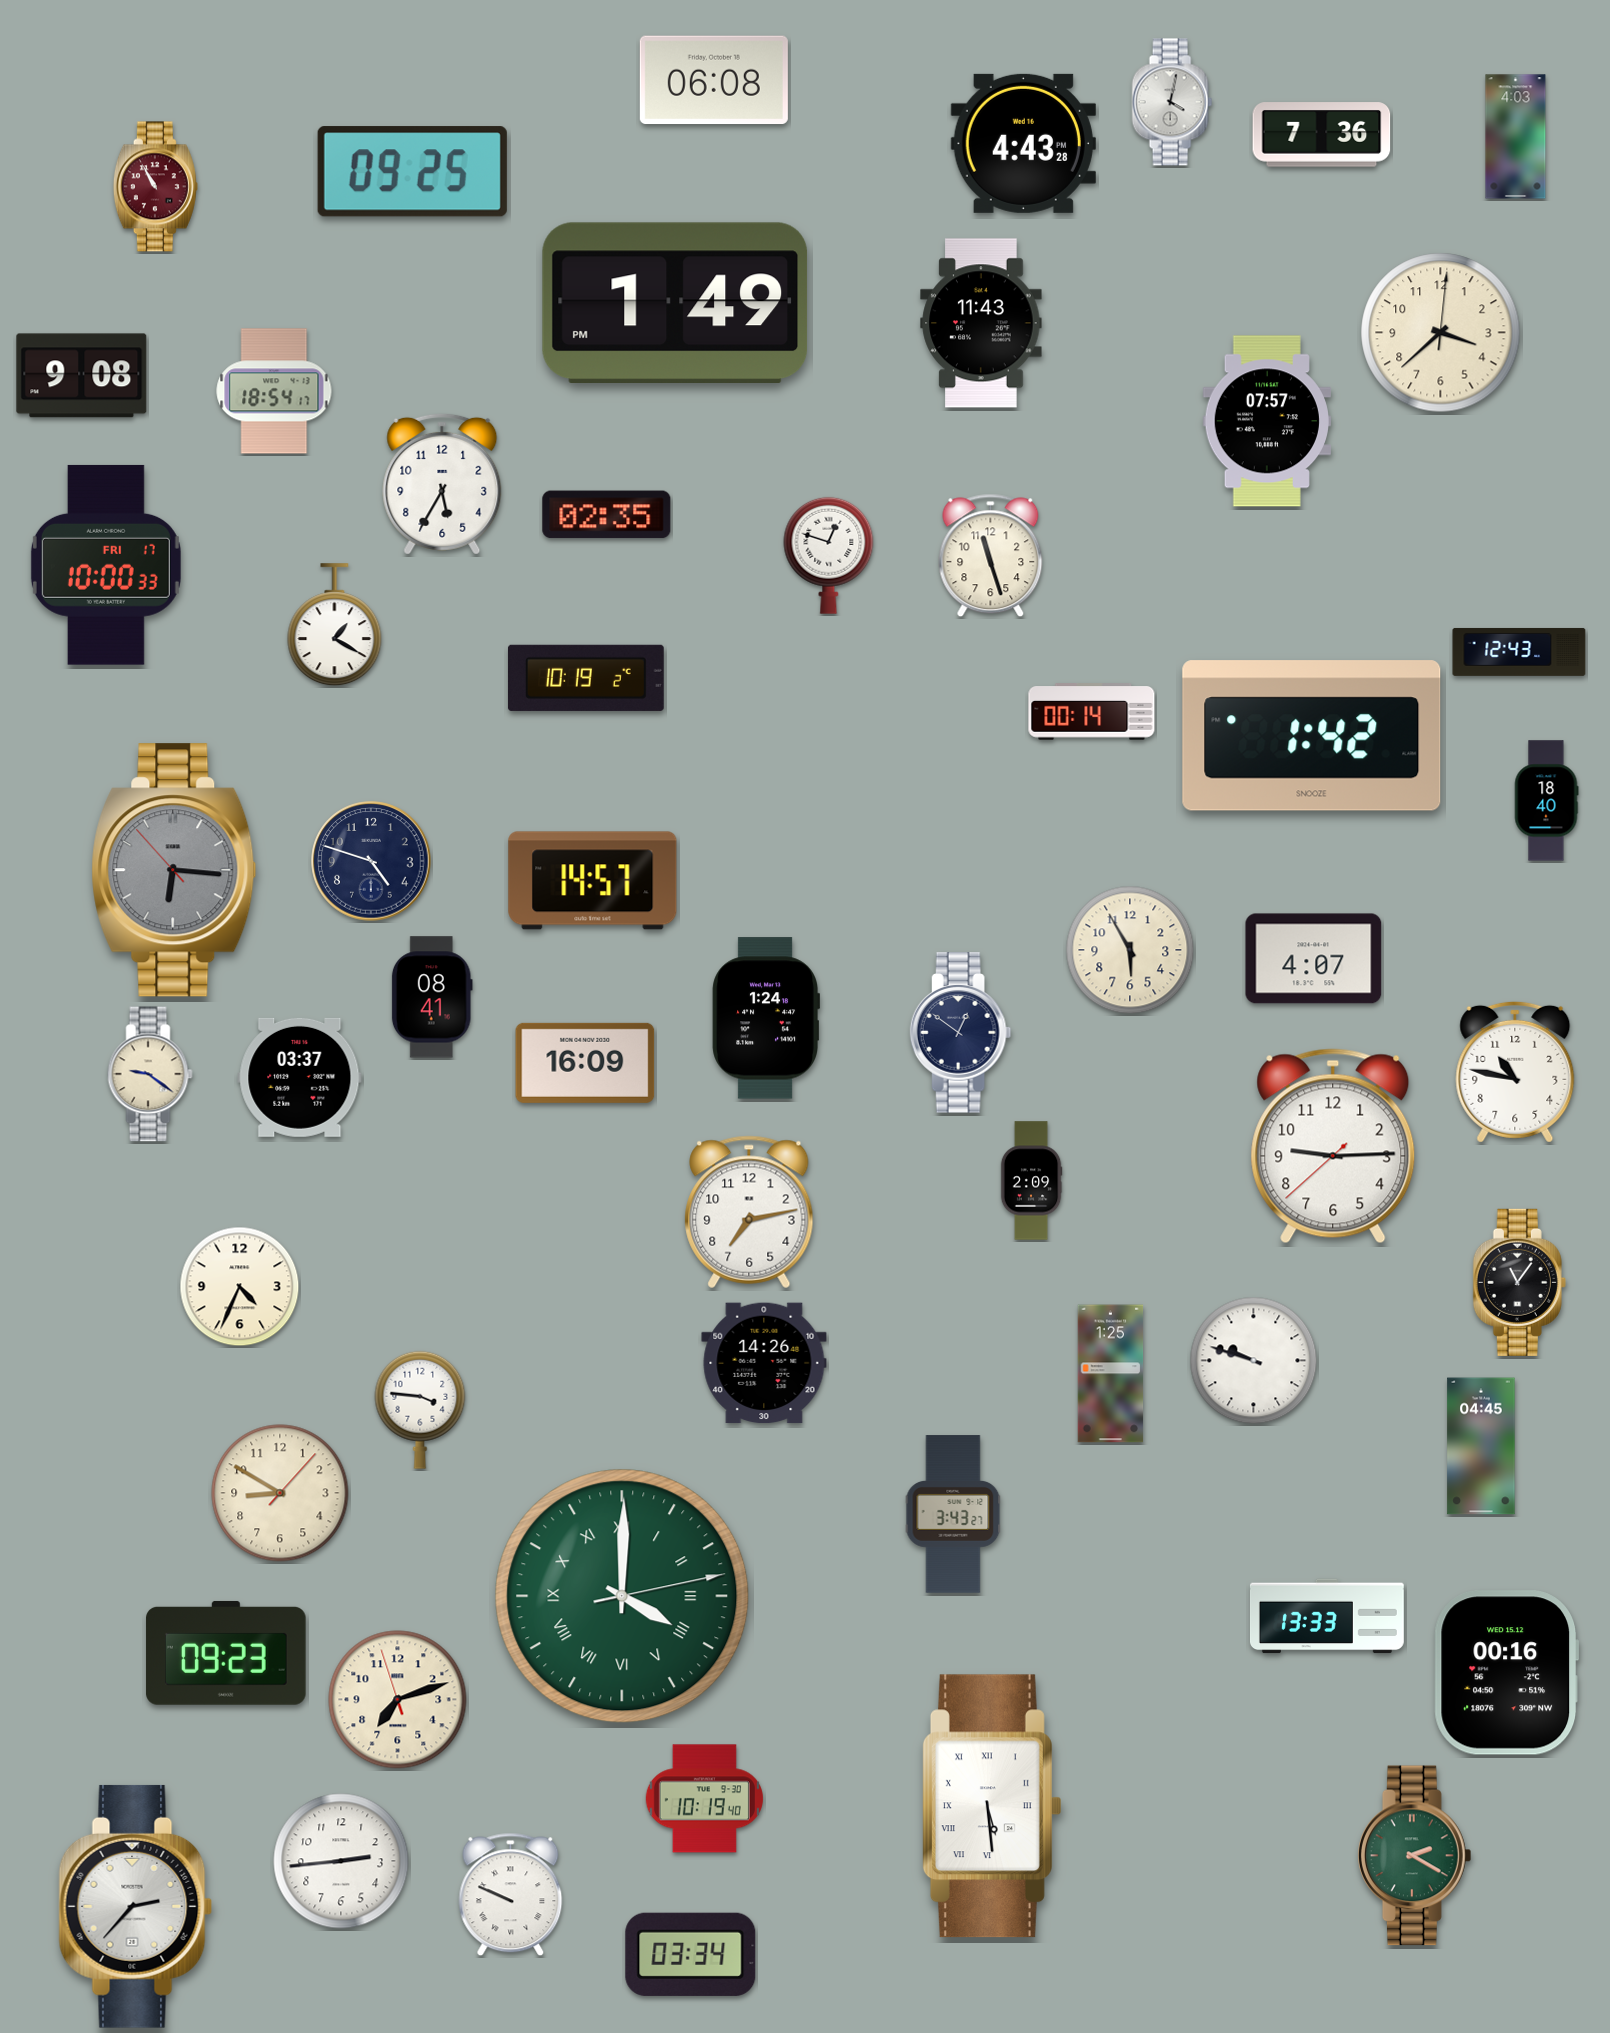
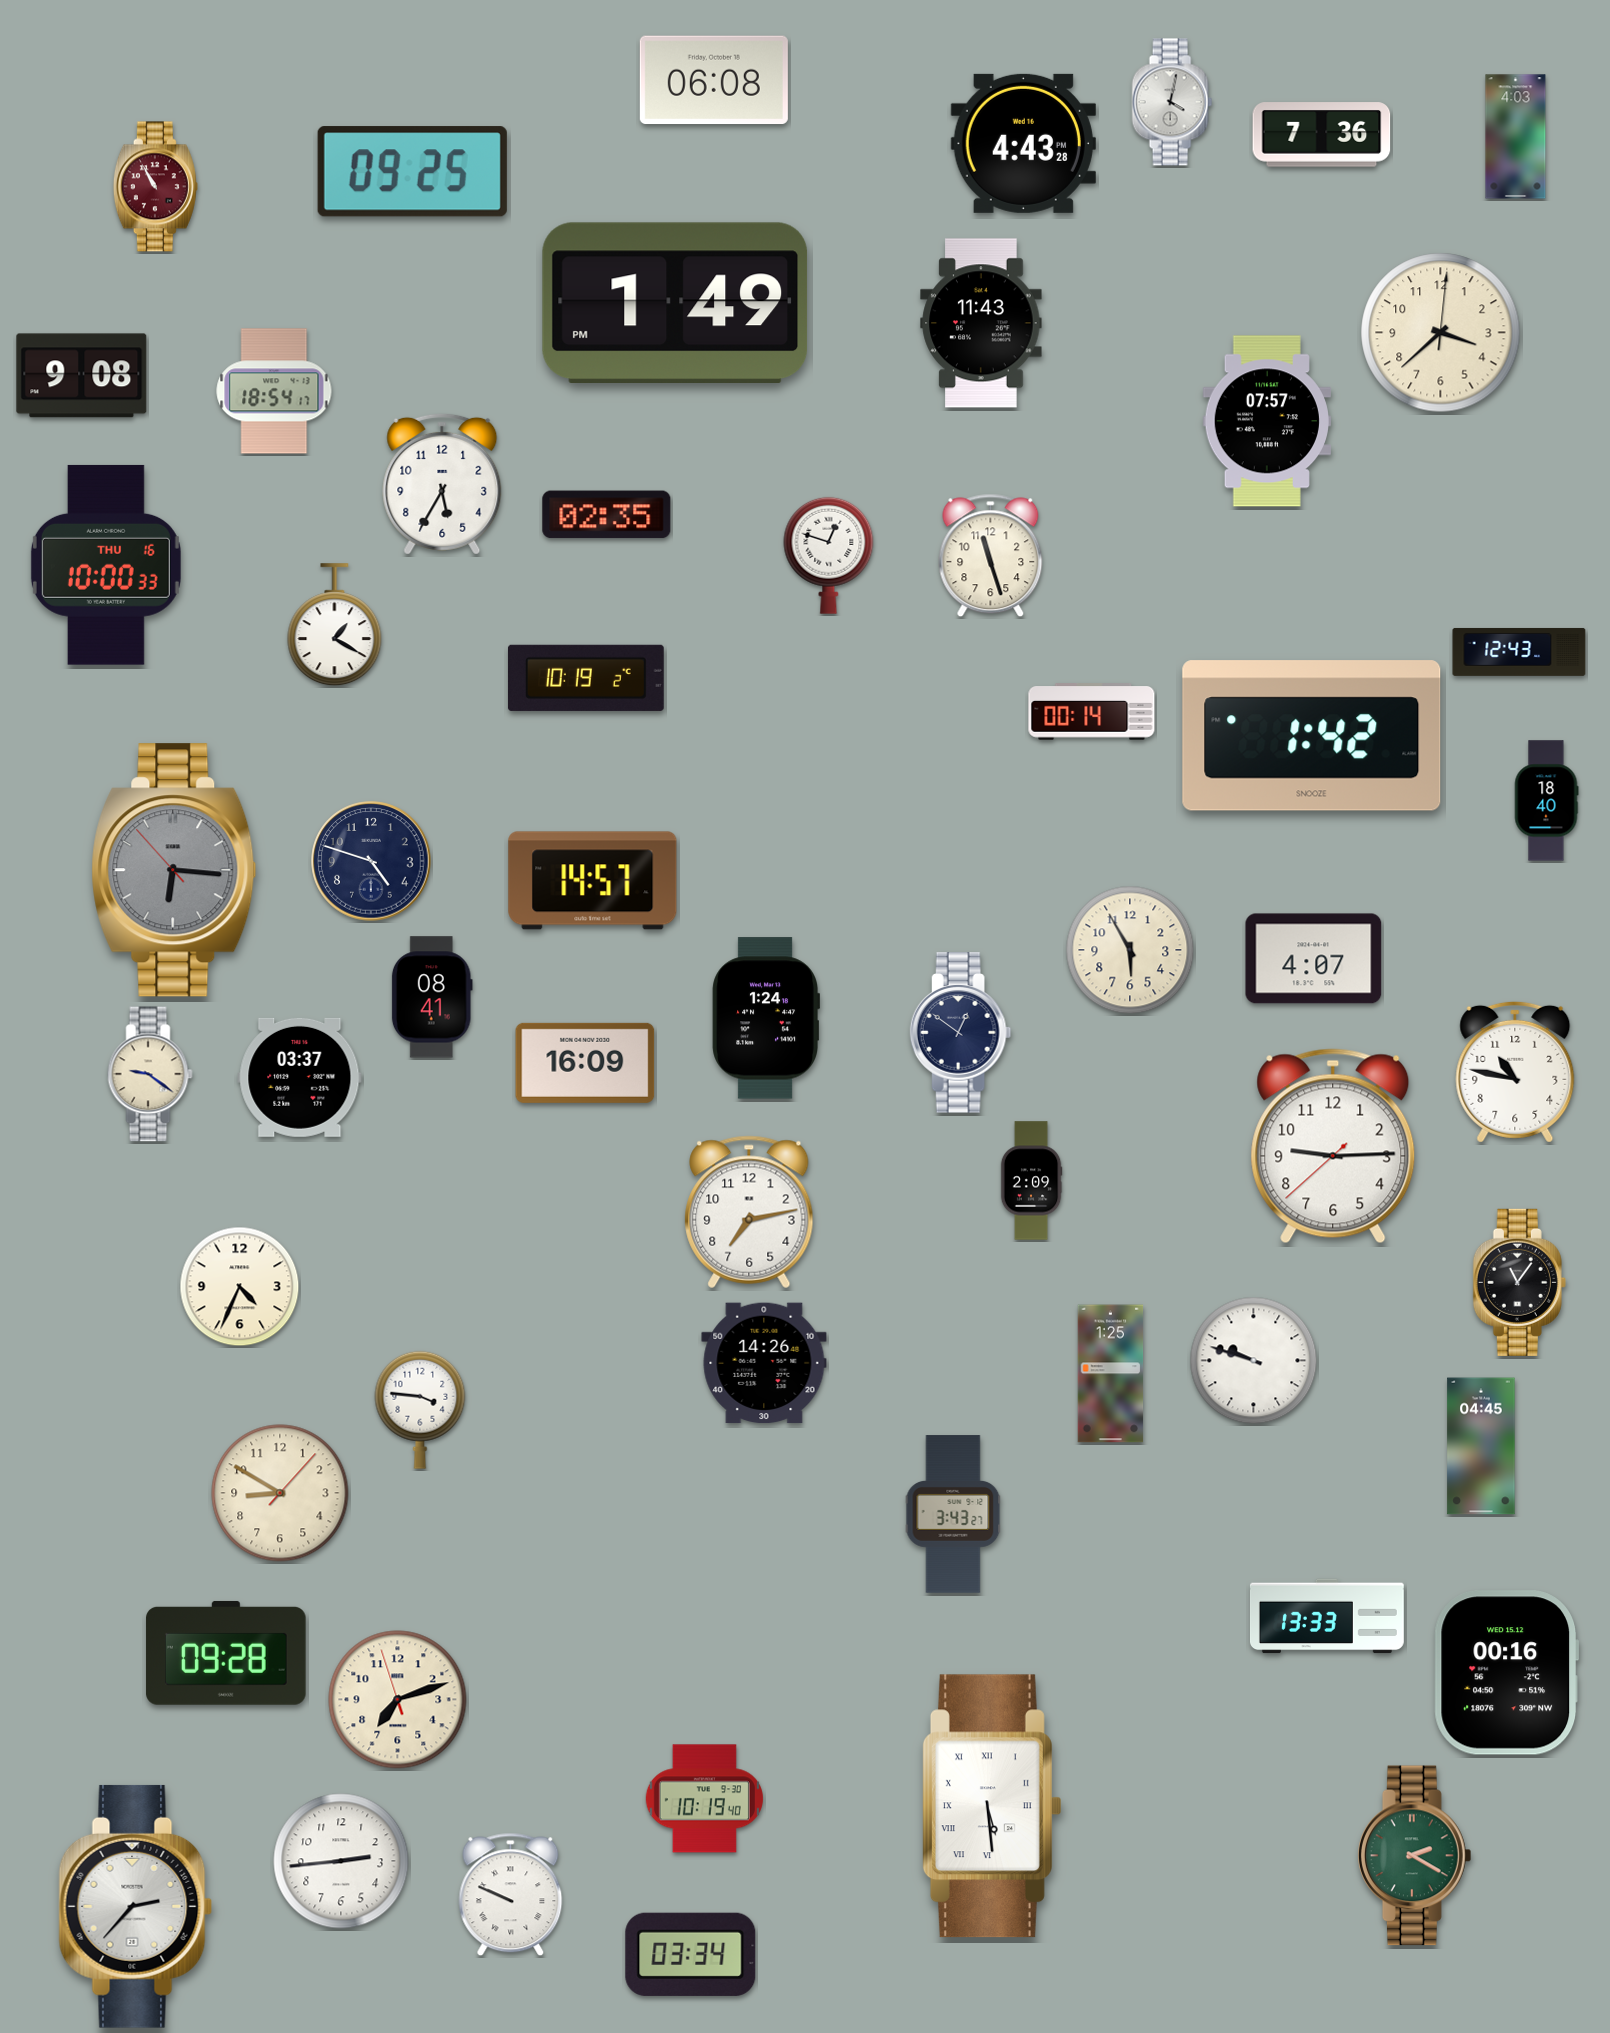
clock at (106, 565) date: FRI 17 -> THU 16
clock at (622, 1596): 4:00 -> none
clock at (226, 1653): 09:23 -> 09:28
